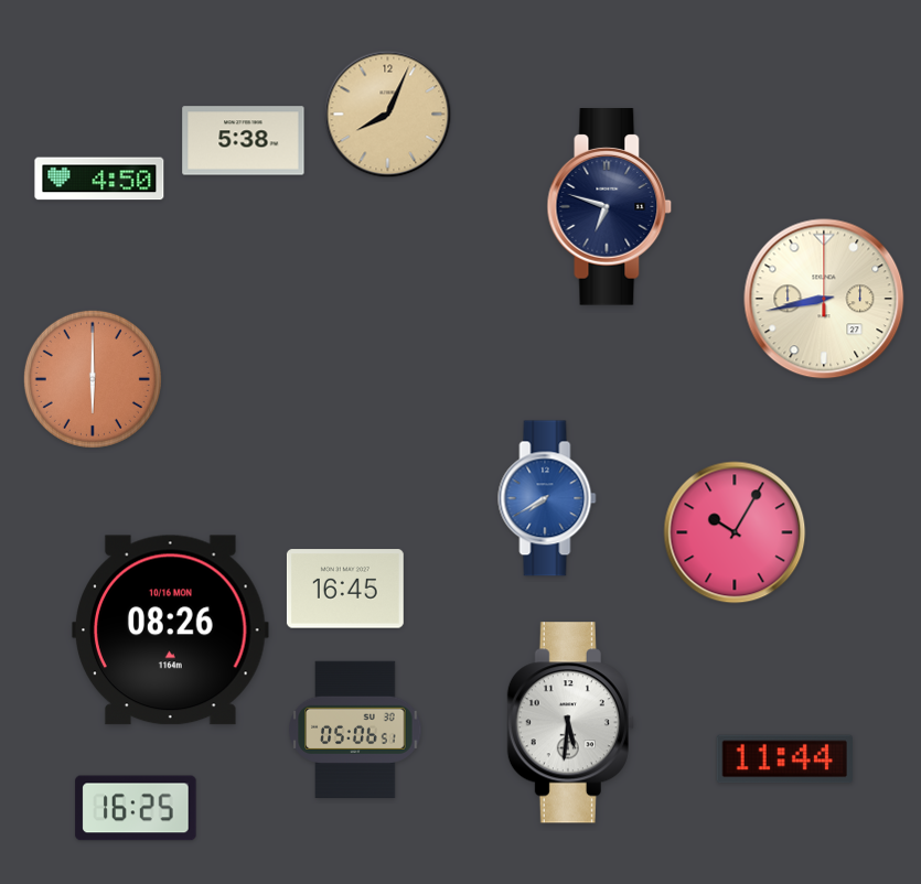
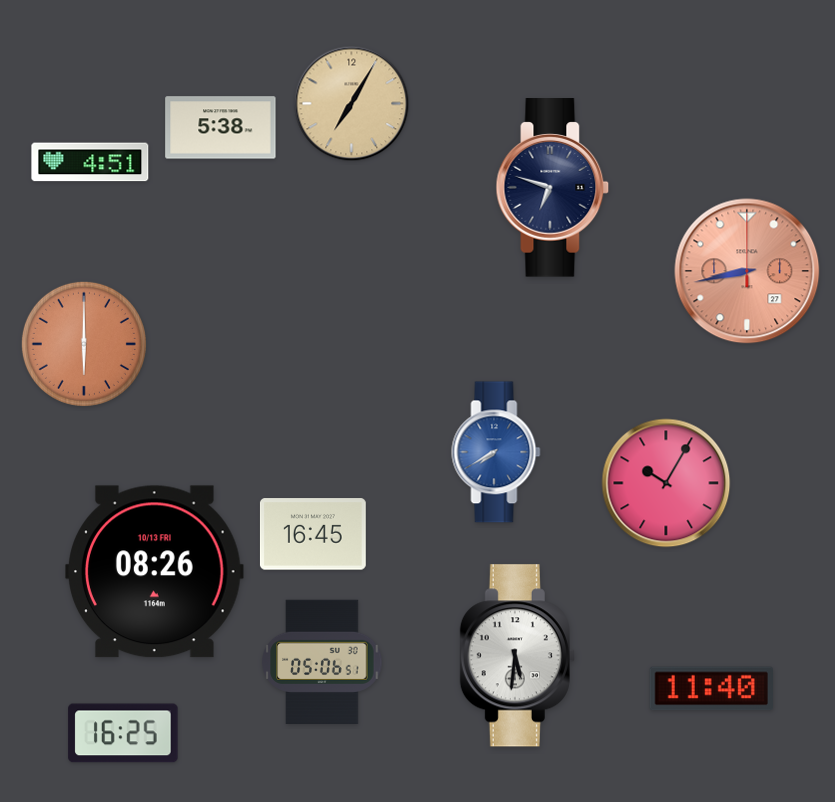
clock at (388, 115): 8:04 -> 7:05
clock at (99, 179): 4:50 -> 4:51
clock at (824, 299) dial: cream -> salmon
clock at (171, 630) date: 10/16 MON -> 10/13 FRI
clock at (784, 759): 11:44 -> 11:40
